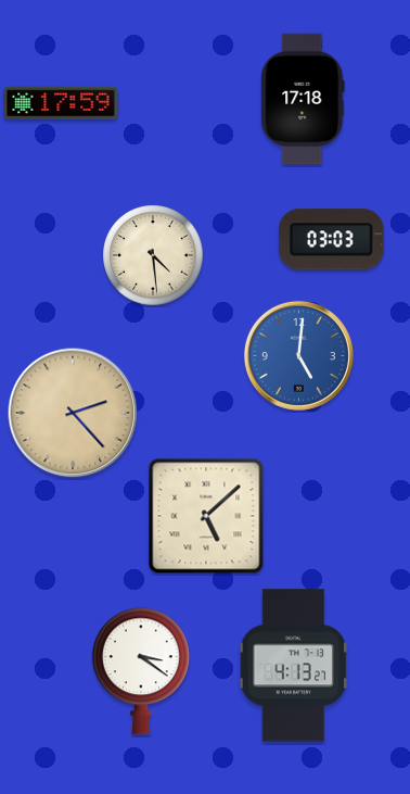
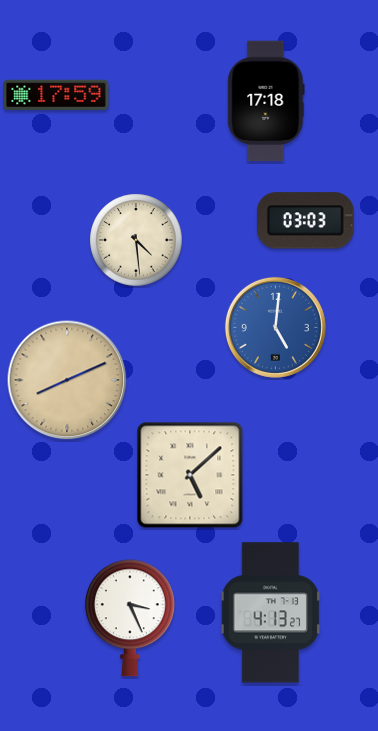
clock at (303, 99) position: (303, 99) -> (266, 101)
clock at (153, 255) position: (153, 255) -> (136, 240)
clock at (73, 413): 2:23 -> 8:11
clock at (141, 671): 3:21 -> 3:26
